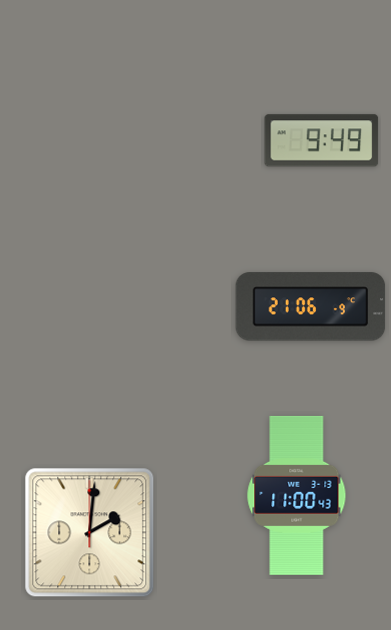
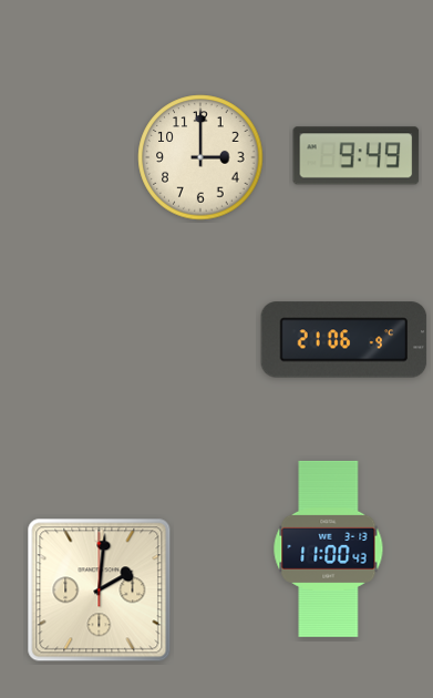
clock at (200, 157): none -> 3:00
